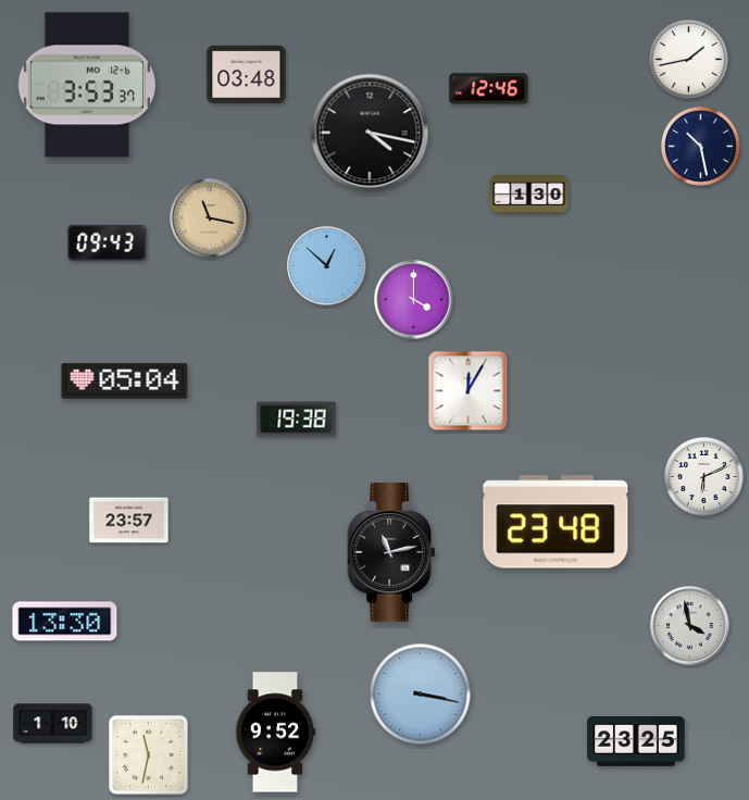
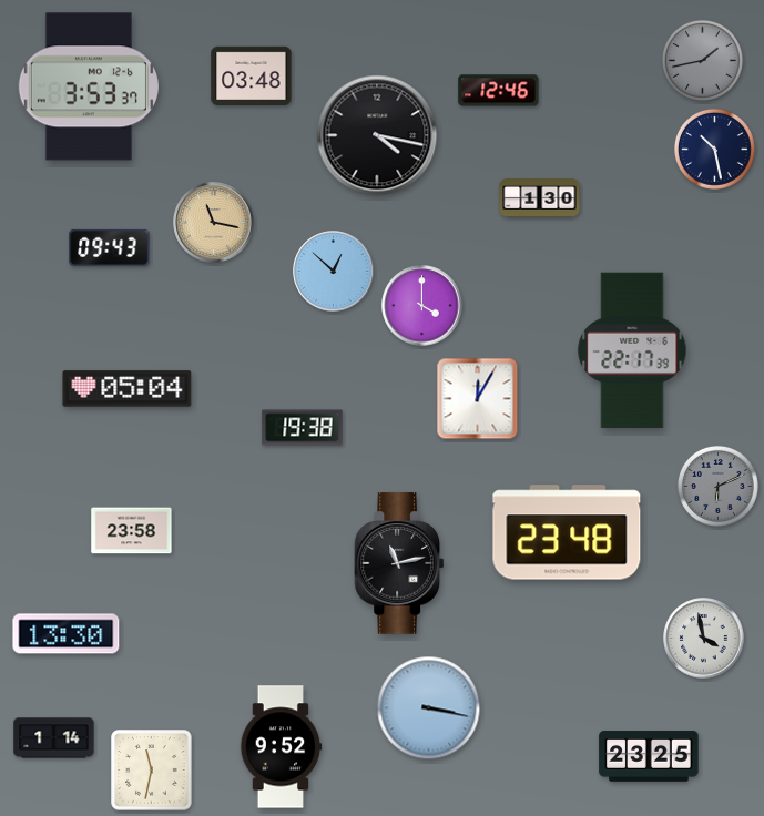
clock at (688, 59) dial: white -> grey
clock at (632, 349): none -> 22:17
clock at (703, 476) dial: white -> grey
clock at (129, 521): 23:57 -> 23:58
clock at (53, 724): 1:10 -> 1:14
